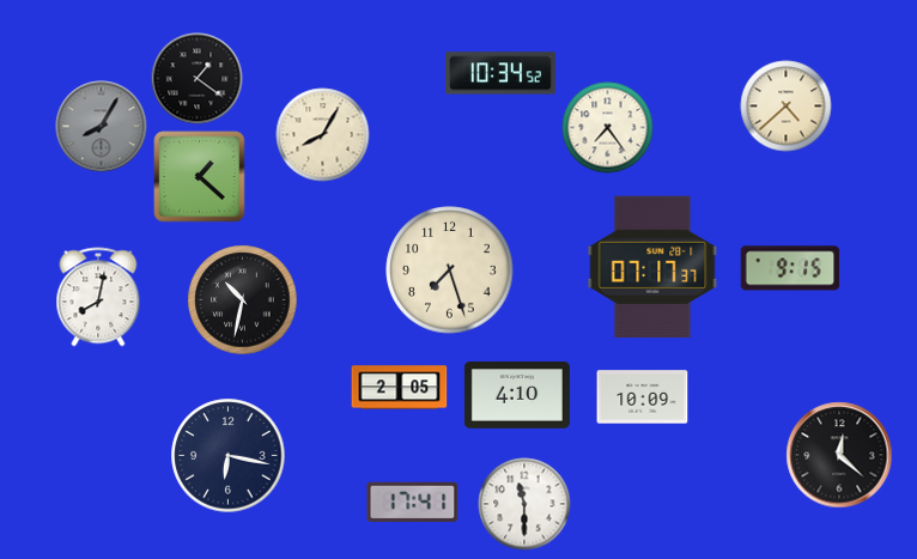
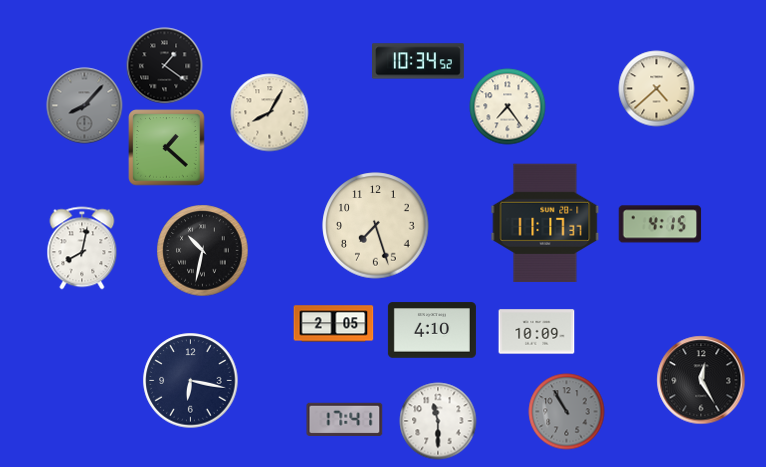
clock at (102, 127): 8:05 -> 8:07
clock at (652, 266): 07:17 -> 11:17
clock at (790, 268): 9:15 -> 4:15
clock at (839, 455): 12:22 -> 12:25
clock at (567, 412): none -> 10:55
